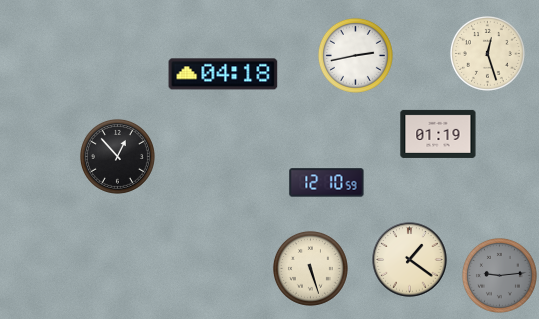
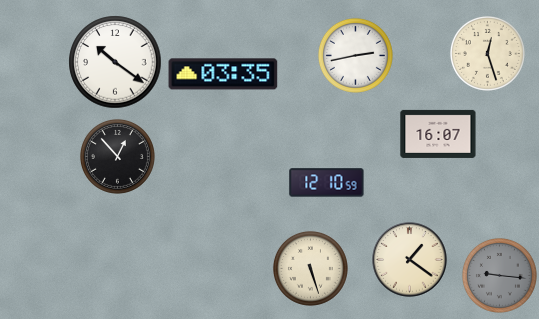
clock at (115, 62): none -> 10:21
clock at (223, 74): 04:18 -> 03:35
clock at (438, 134): 01:19 -> 16:07
clock at (499, 275): 9:14 -> 9:16
